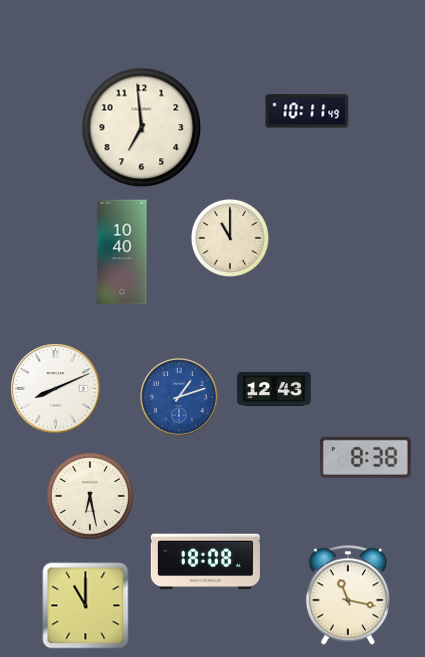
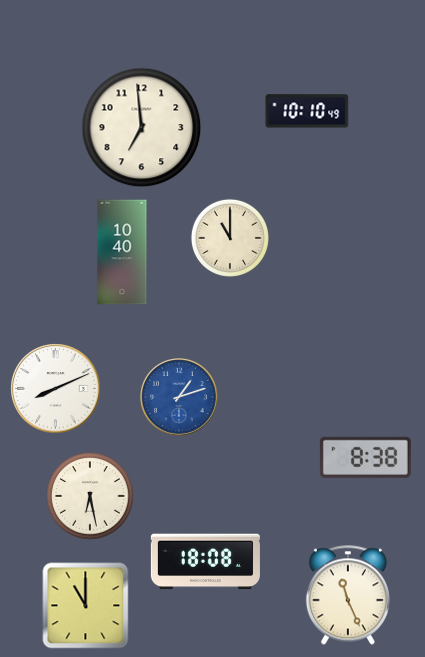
clock at (307, 111): 10:11 -> 10:10
clock at (274, 389): 12:43 -> none
clock at (348, 595): 11:17 -> 11:26
